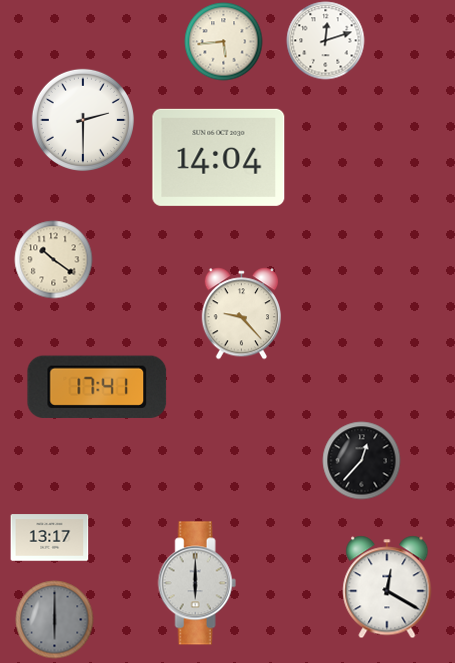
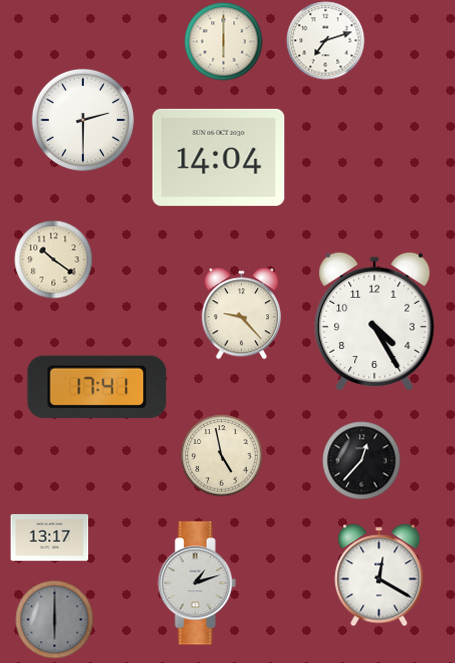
clock at (325, 40): 12:12 -> 7:12
clock at (223, 41): 5:44 -> 6:00
clock at (375, 321): none -> 4:25
clock at (221, 455): none -> 4:58
clock at (197, 583): 6:00 -> 1:12
clock at (387, 587) position: (387, 587) -> (379, 575)
